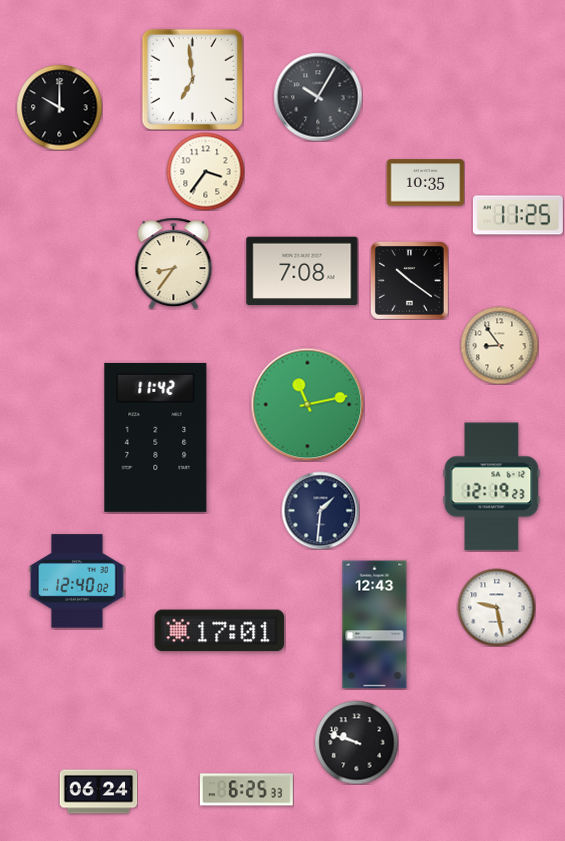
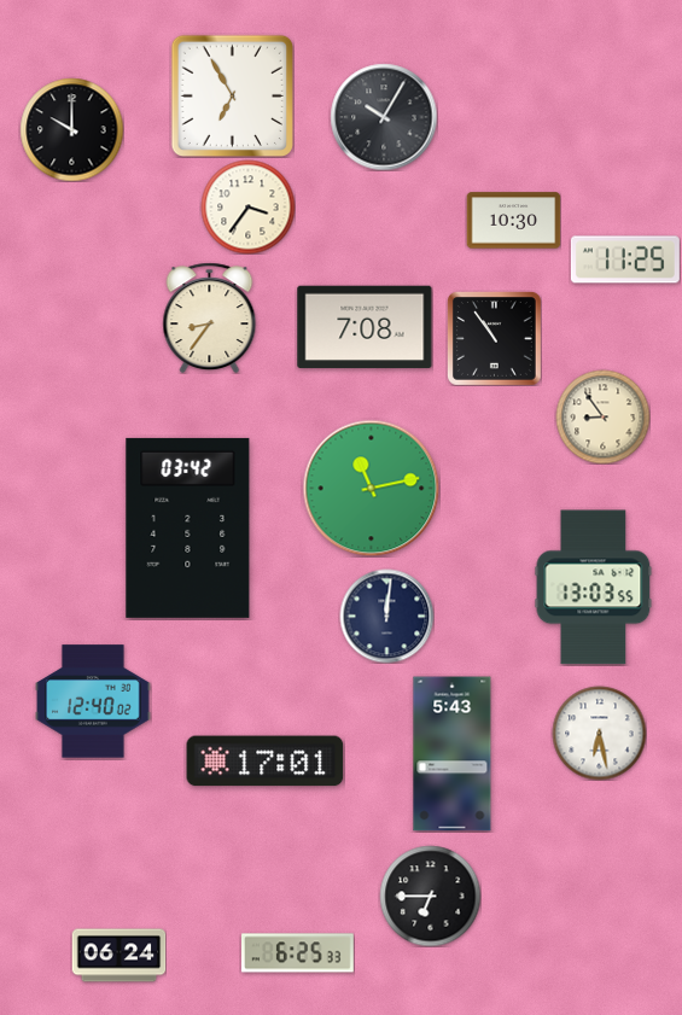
clock at (192, 79): 6:59 -> 6:55
clock at (425, 183): 10:35 -> 10:30
clock at (409, 280): 10:21 -> 10:54
clock at (156, 437): 11:42 -> 03:42
clock at (492, 487): 12:19 -> 13:03
clock at (320, 510): 1:31 -> 12:01
clock at (496, 607): 9:28 -> 6:28
clock at (375, 625): 12:43 -> 5:43
clock at (356, 742): 9:48 -> 6:45
